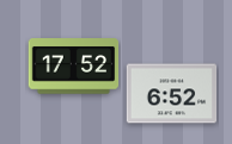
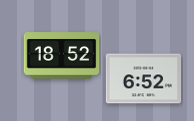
clock at (74, 67): 17:52 -> 18:52
